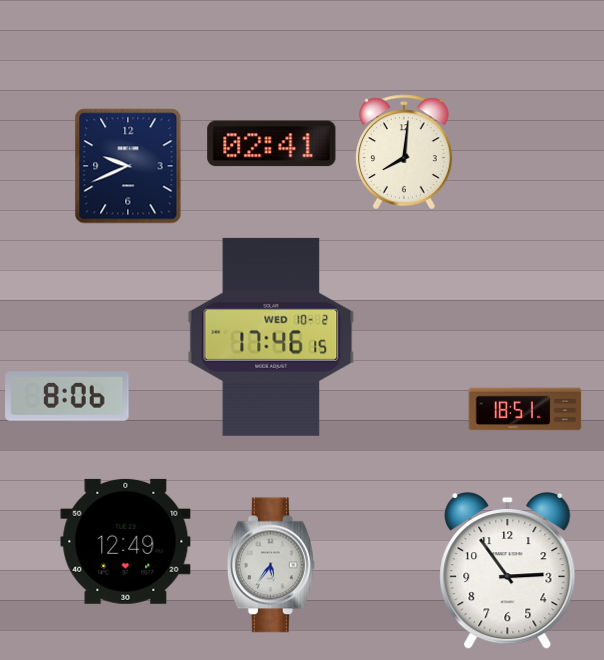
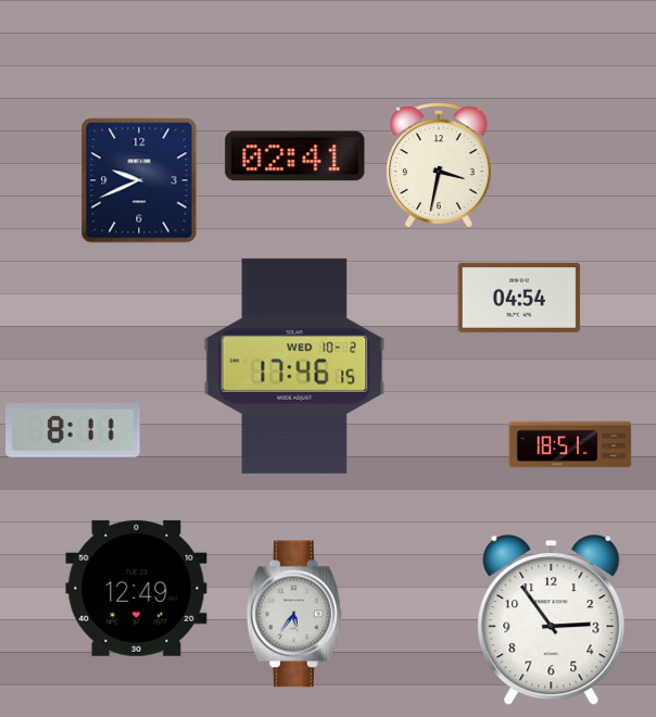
clock at (405, 152): 8:01 -> 3:32
clock at (519, 298): none -> 04:54
clock at (67, 397): 8:06 -> 8:11
